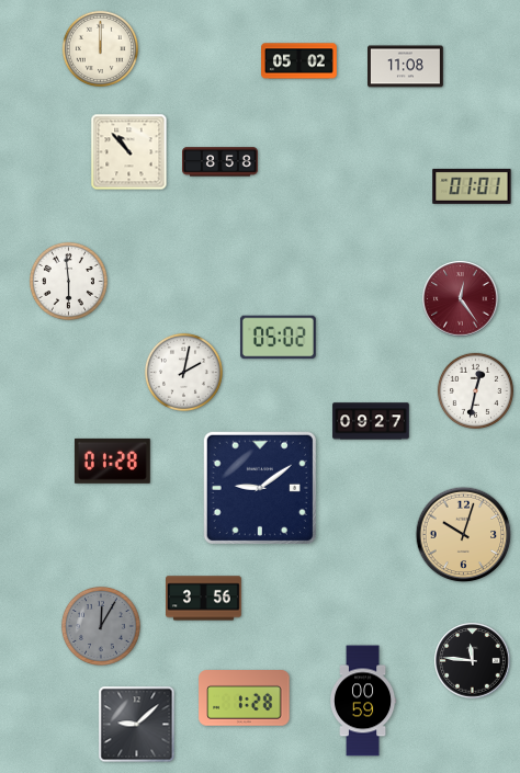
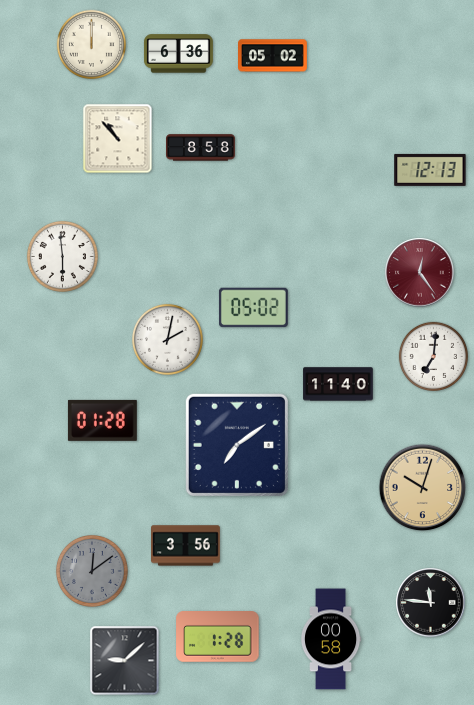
clock at (178, 54): none -> 6:36
clock at (406, 67): 11:08 -> none
clock at (472, 186): 01:01 -> 12:13
clock at (475, 390): 12:32 -> 7:01
clock at (371, 421): 09:27 -> 11:40
clock at (260, 488): 9:09 -> 7:09
clock at (101, 626): 12:05 -> 12:09
clock at (245, 698) position: (245, 698) -> (218, 637)
clock at (363, 701): 00:59 -> 00:58
